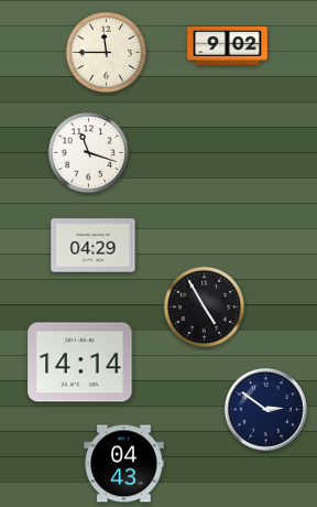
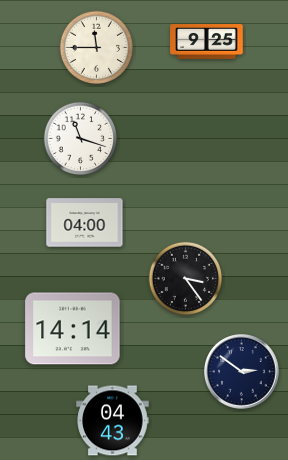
clock at (228, 46): 9:02 -> 9:25
clock at (94, 246): 04:29 -> 04:00
clock at (205, 308): 4:55 -> 3:24
